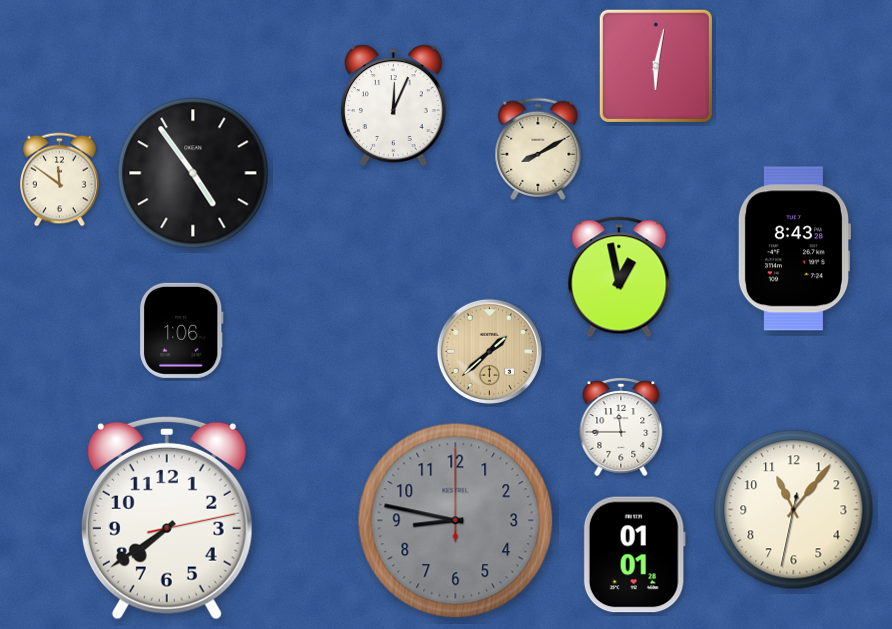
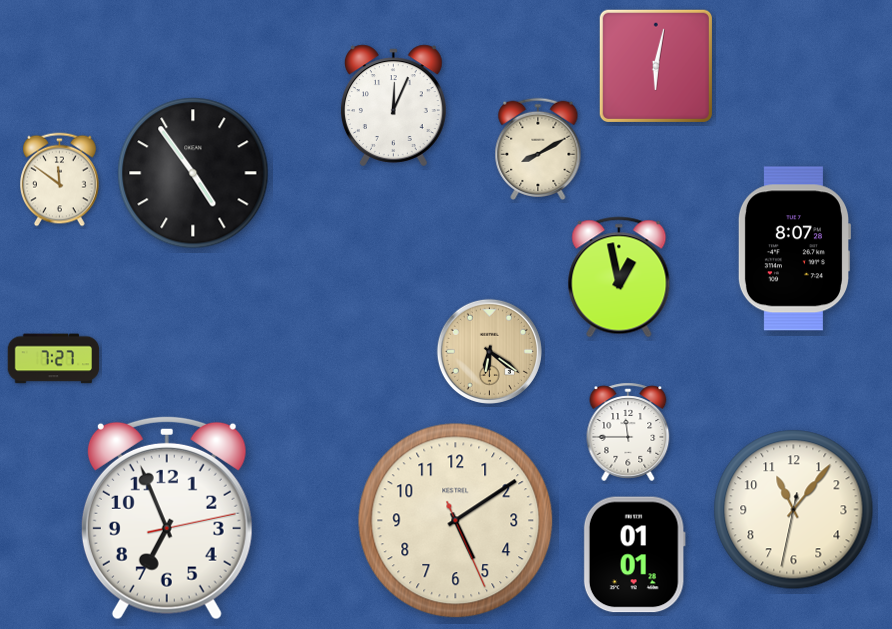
clock at (793, 249): 8:43 -> 8:07
clock at (181, 330): 1:06 -> none
clock at (489, 351): 1:38 -> 6:21
clock at (54, 359): none -> 7:27
clock at (621, 427) position: (621, 427) -> (628, 432)
clock at (167, 518): 7:39 -> 6:56
clock at (456, 521): 8:47 -> 5:09
clock at (456, 521) dial: grey -> cream
